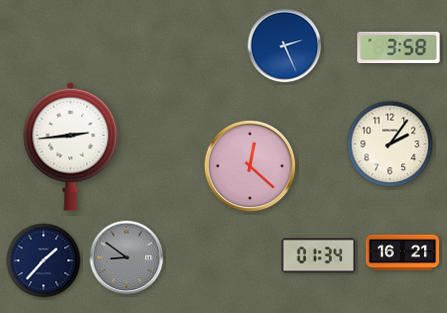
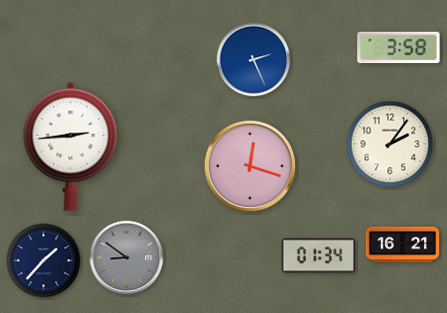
clock at (285, 46) position: (285, 46) -> (254, 60)
clock at (250, 166): 12:22 -> 12:18
clock at (403, 253) position: (403, 253) -> (403, 245)
